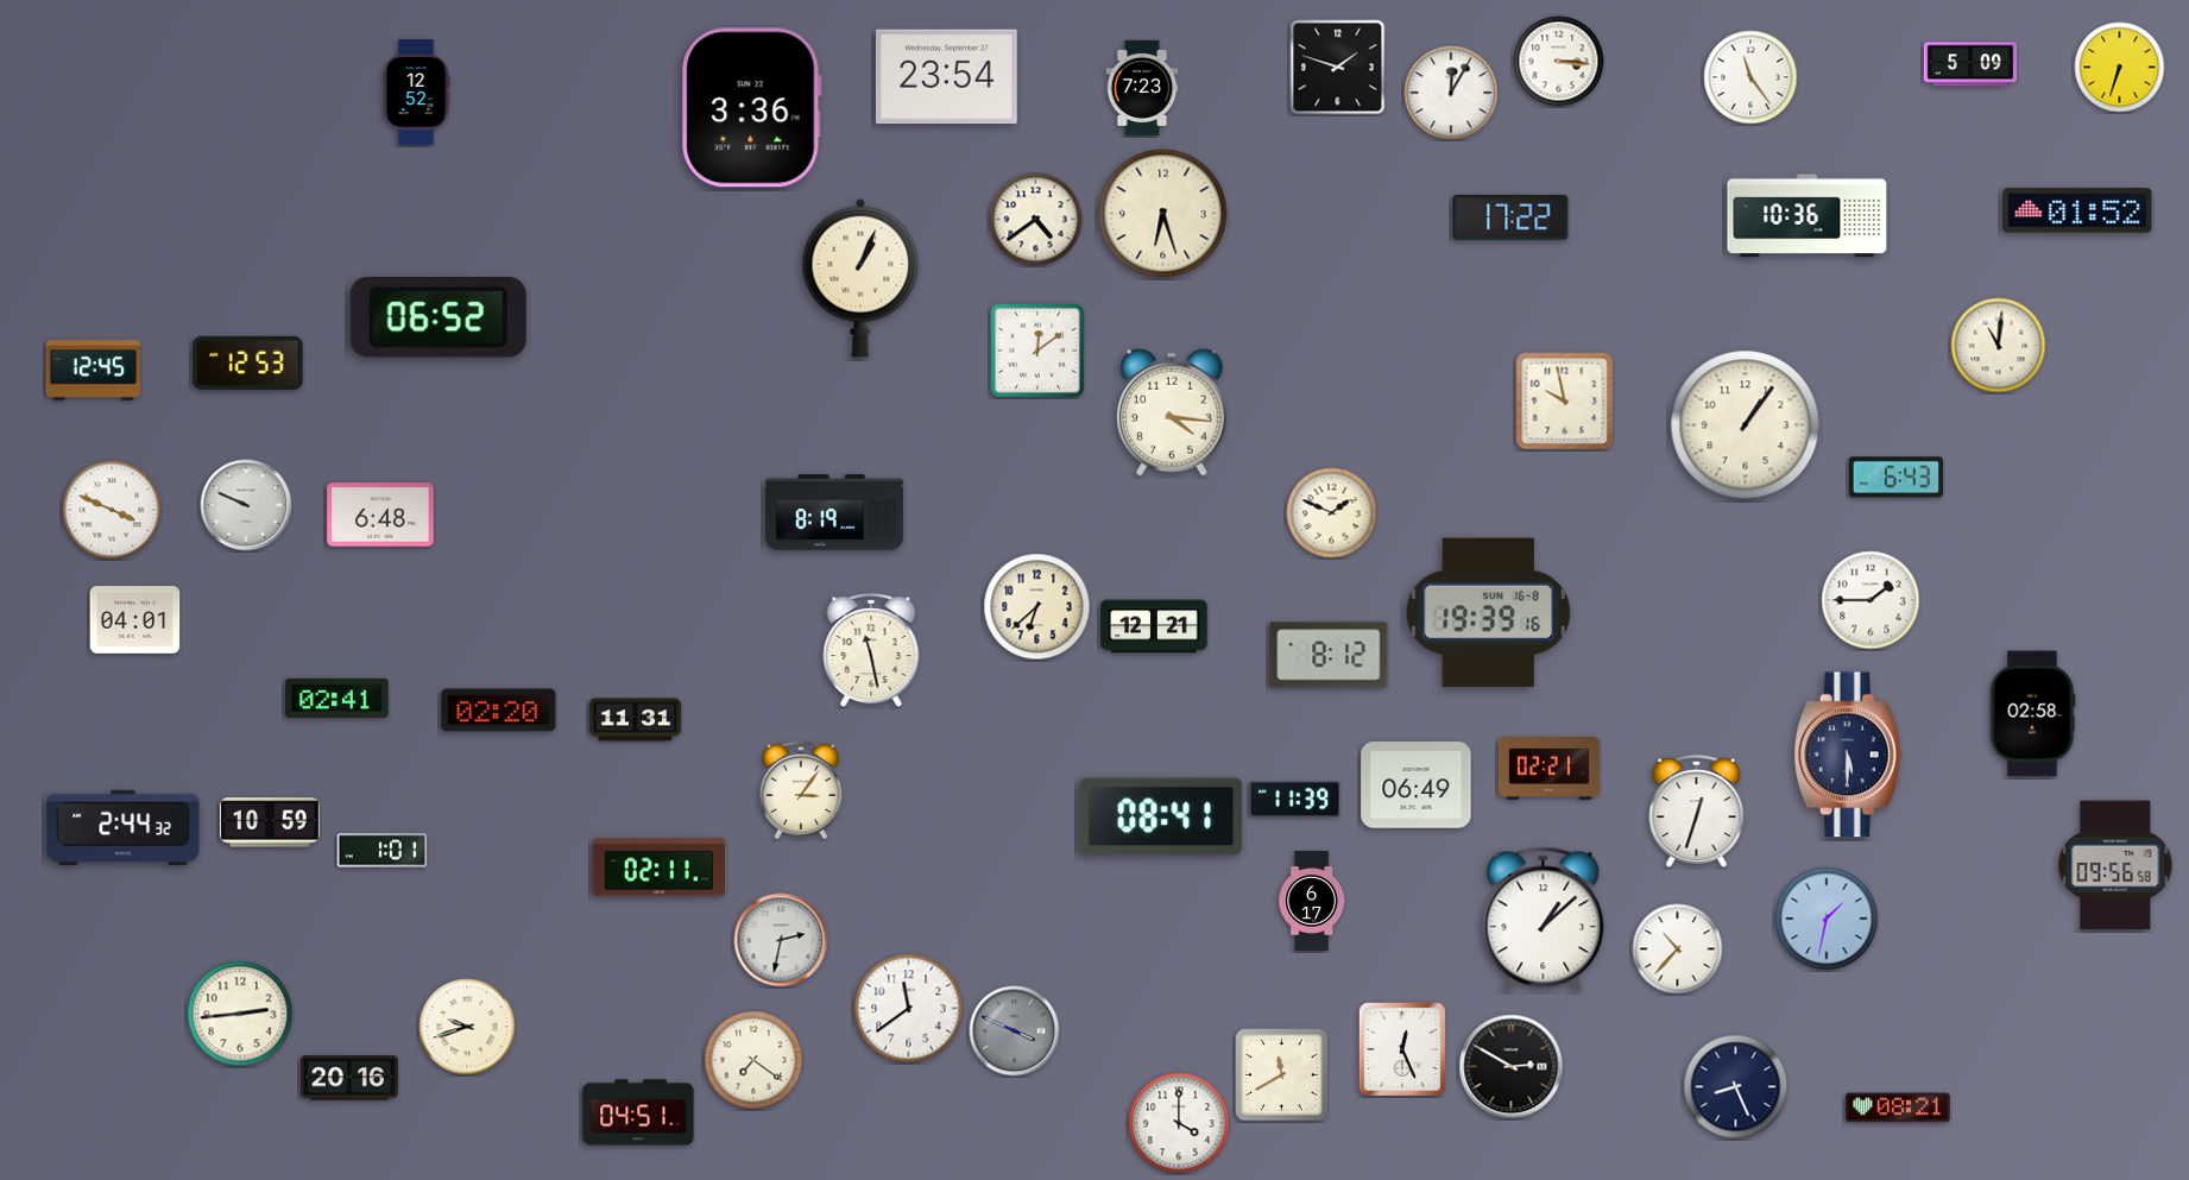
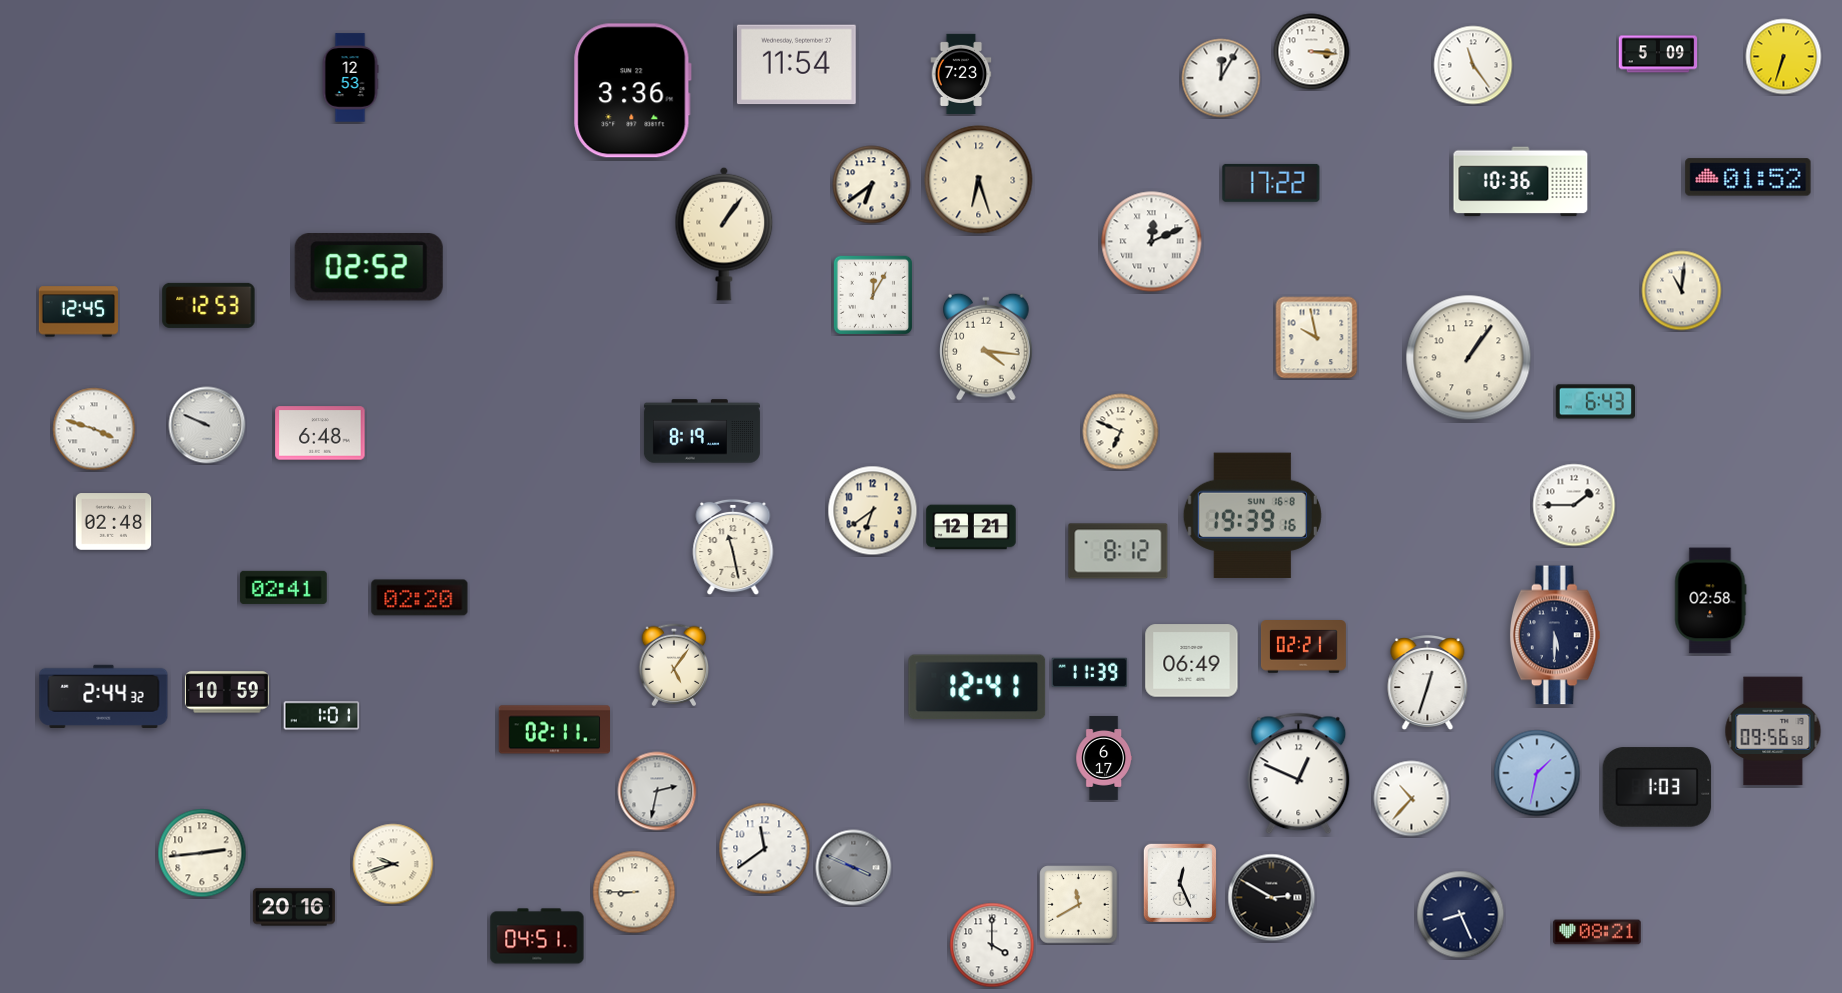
clock at (1338, 68): 1:48 -> none
clock at (946, 77): 23:54 -> 11:54
clock at (416, 93): 12:52 -> 12:53
clock at (1036, 220): 4:39 -> 6:39
clock at (860, 278): 1:04 -> 1:06
clock at (1152, 242): none -> 12:11
clock at (439, 318): 06:52 -> 02:52
clock at (1037, 351): 12:09 -> 12:05
clock at (112, 510): 3:49 -> 3:48
clock at (1332, 513): 1:49 -> 6:49
clock at (1037, 607): 6:38 -> 6:39
clock at (135, 620): 04:01 -> 02:48
clock at (636, 720): 11:31 -> none
clock at (801, 790): 3:06 -> 5:06
clock at (1161, 816): 08:41 -> 12:41
clock at (2115, 865) position: (2115, 865) -> (1773, 731)
clock at (1544, 920): 1:08 -> 12:49
clock at (1657, 787): none -> 1:03
clock at (753, 1060): 7:21 -> 8:45
